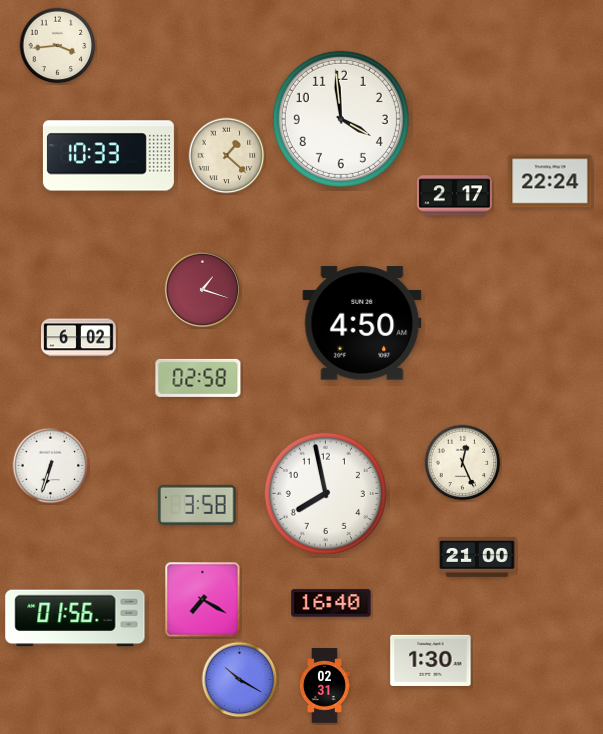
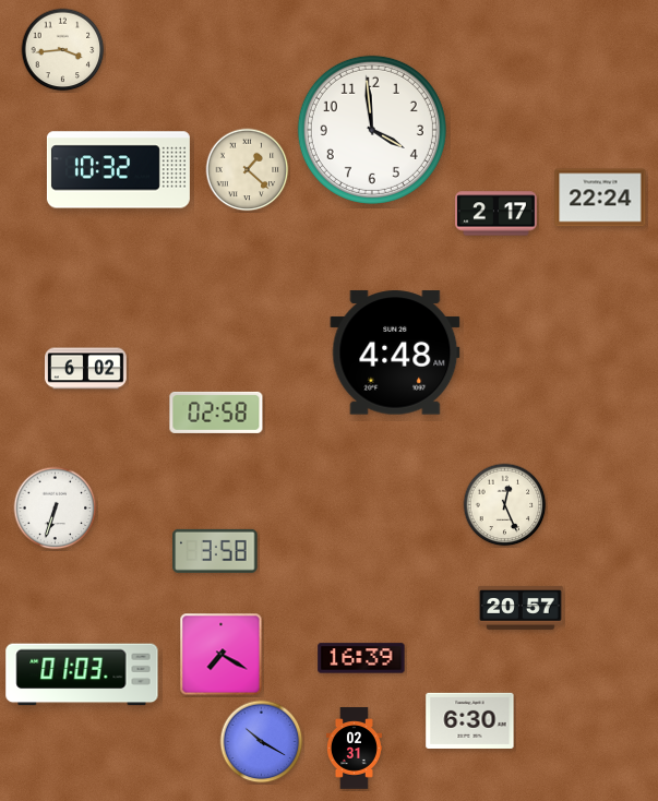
clock at (108, 156): 10:33 -> 10:32
clock at (202, 289): 1:18 -> none
clock at (362, 323): 4:50 -> 4:48
clock at (325, 493): 7:58 -> none
clock at (477, 558): 21:00 -> 20:57
clock at (331, 603): 16:40 -> 16:39
clock at (75, 618): 01:56 -> 01:03
clock at (431, 660): 1:30 -> 6:30
